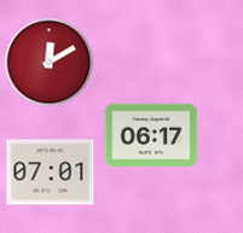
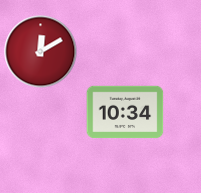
clock at (151, 135): 06:17 -> 10:34
clock at (51, 173): 07:01 -> none
